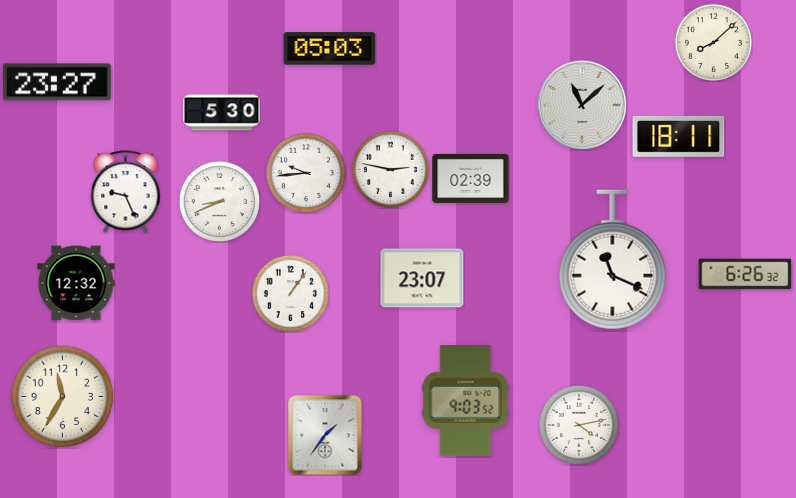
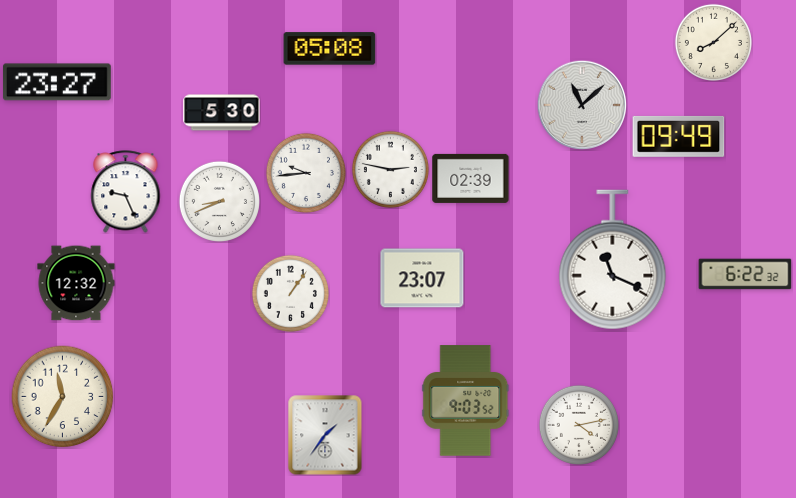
clock at (330, 49): 05:03 -> 05:08
clock at (679, 136): 18:11 -> 09:49
clock at (745, 274): 6:26 -> 6:22
